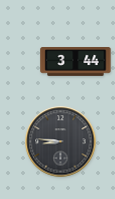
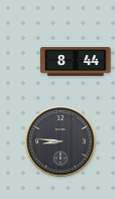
clock at (76, 62): 3:44 -> 8:44
